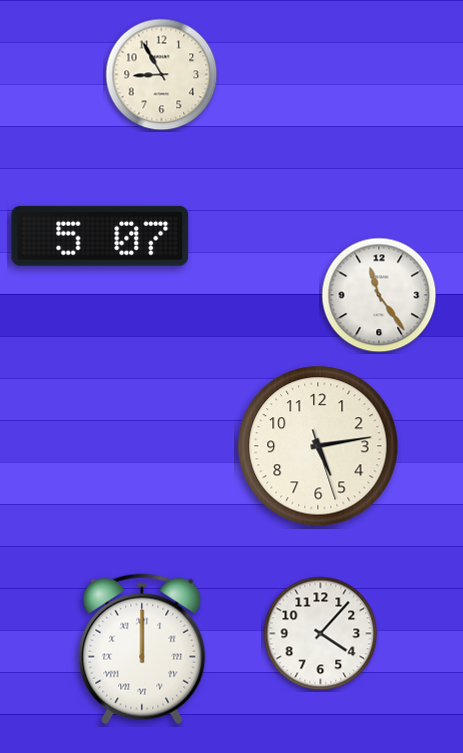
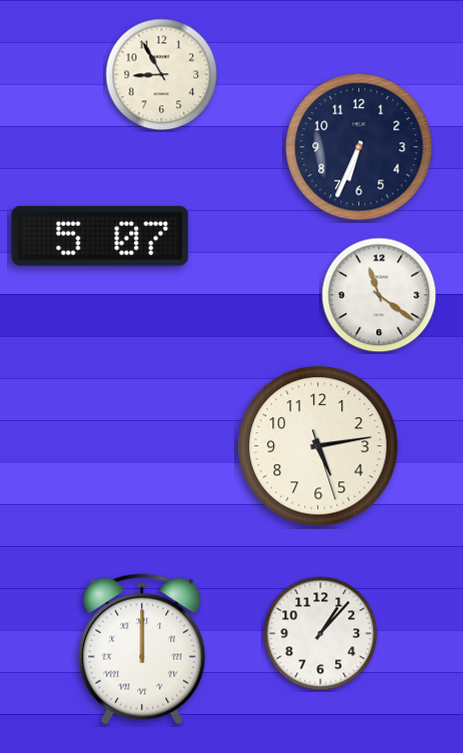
clock at (359, 147): none -> 6:34
clock at (379, 295): 11:24 -> 11:21
clock at (321, 634): 4:07 -> 1:07
